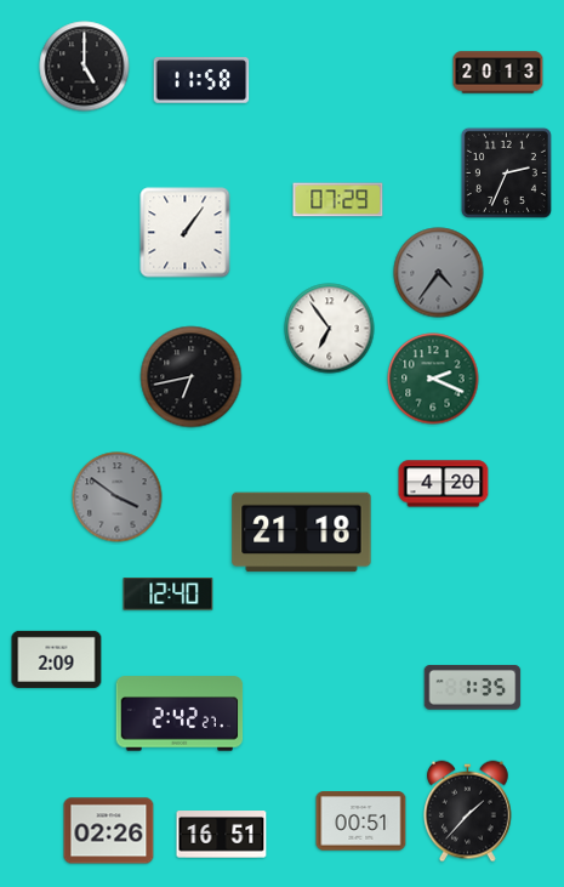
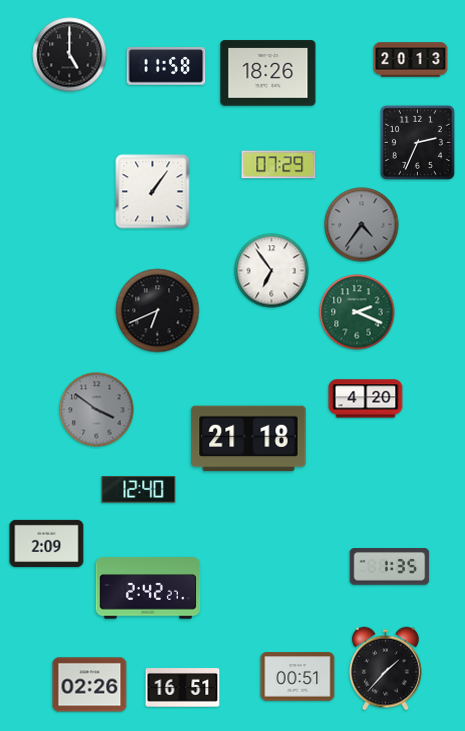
clock at (268, 73): none -> 18:26
clock at (192, 377): 6:43 -> 6:41
